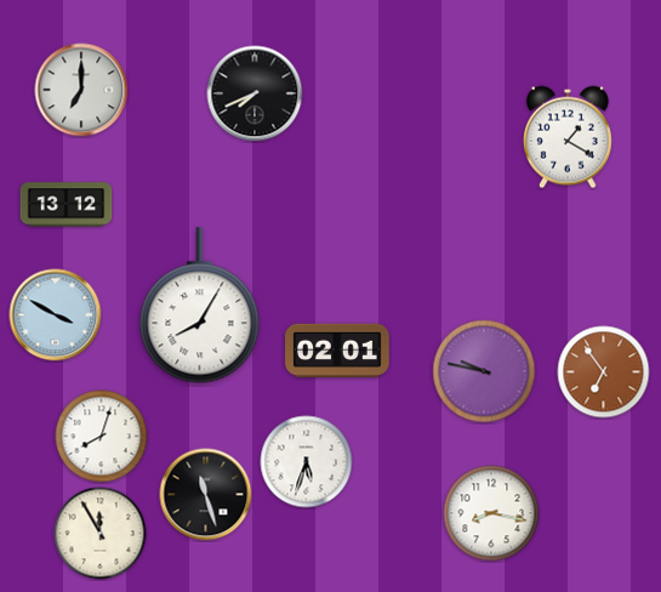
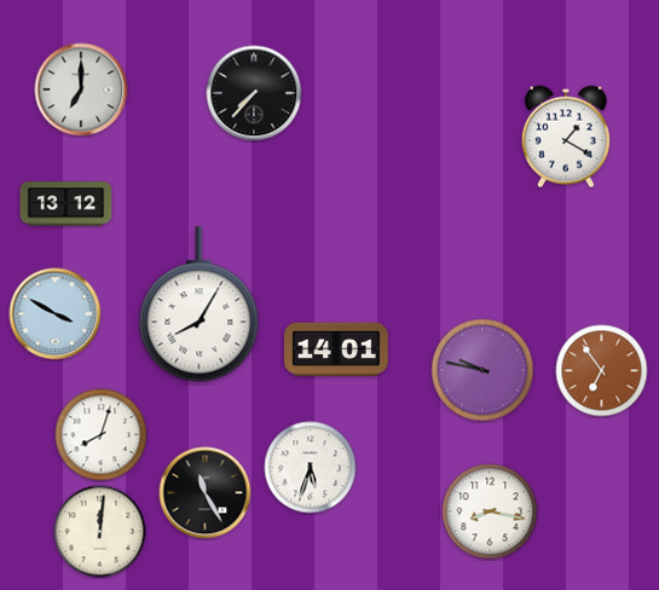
clock at (255, 93): 7:41 -> 7:37
clock at (338, 351): 02:01 -> 14:01
clock at (307, 462) position: (307, 462) -> (311, 468)
clock at (206, 495): 11:27 -> 11:25
clock at (101, 534): 11:55 -> 12:01
